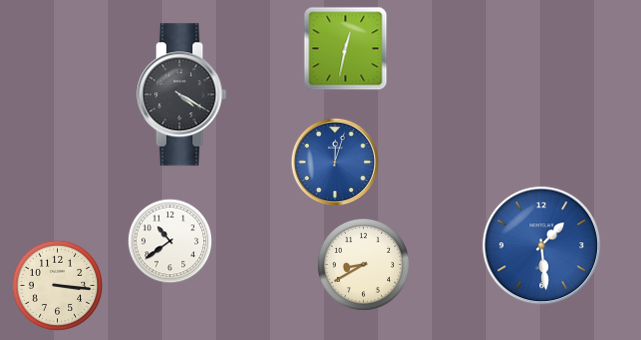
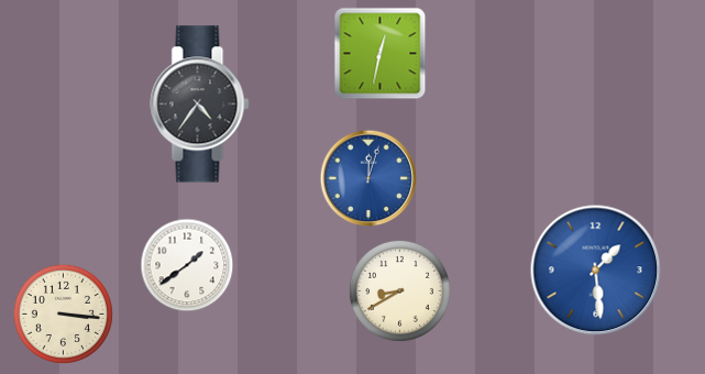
clock at (182, 95): 4:20 -> 4:36
clock at (170, 241): 10:39 -> 1:39
